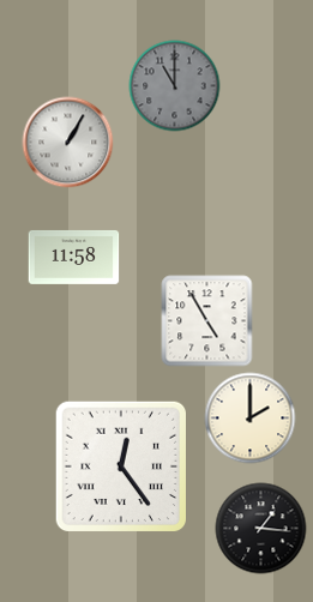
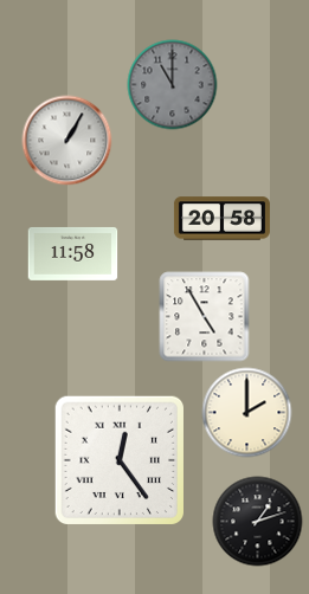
clock at (221, 219): none -> 20:58
clock at (261, 529): 1:16 -> 1:12
